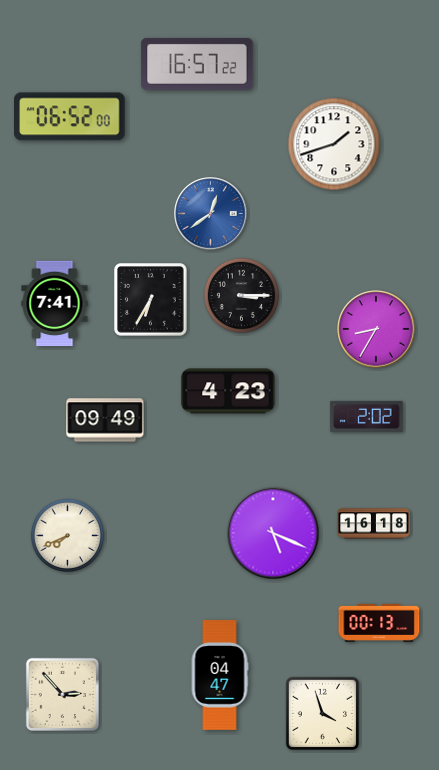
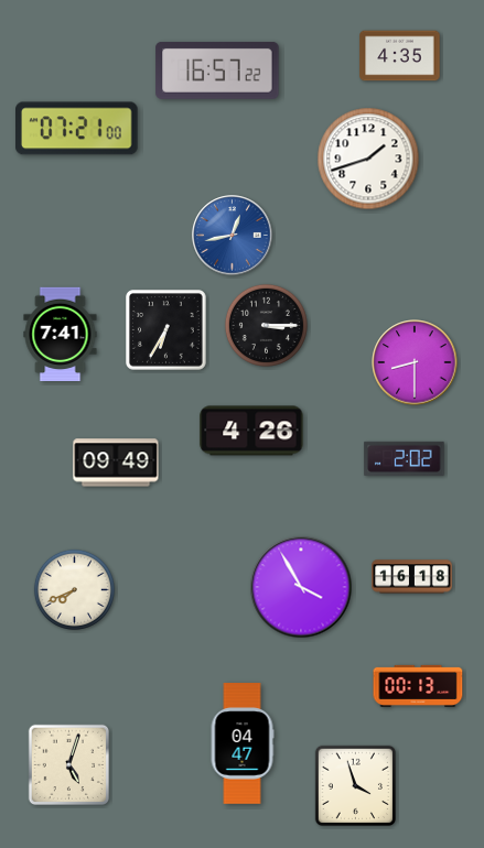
clock at (400, 56): none -> 4:35
clock at (70, 117): 06:52 -> 07:21
clock at (211, 214): 12:39 -> 12:43
clock at (376, 329): 8:35 -> 8:30
clock at (228, 391): 4:23 -> 4:26
clock at (273, 533): 5:19 -> 3:55
clock at (62, 694): 2:53 -> 5:03
